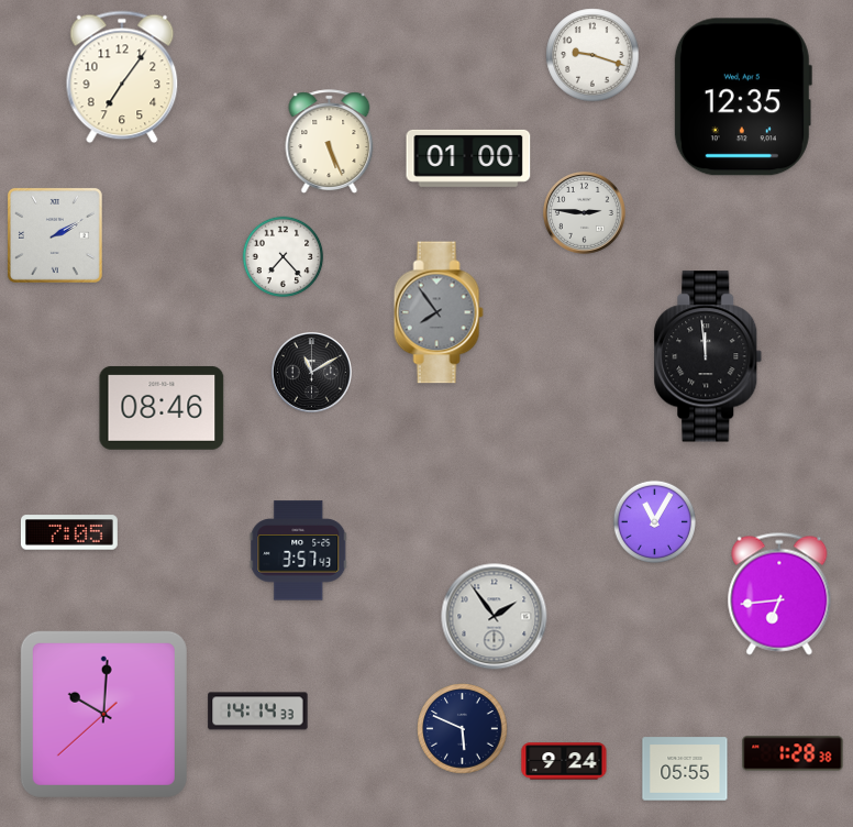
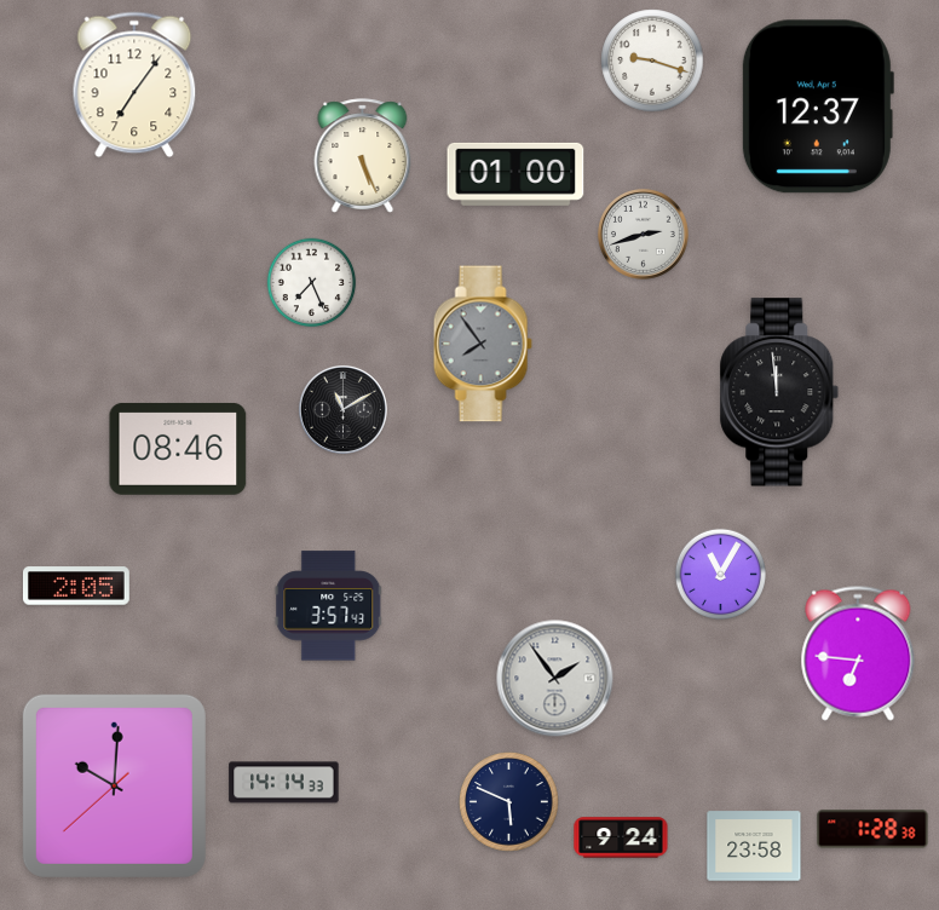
clock at (742, 97): 12:35 -> 12:37
clock at (585, 213): 2:46 -> 2:42
clock at (55, 235): 2:10 -> none
clock at (284, 257): 7:23 -> 7:26
clock at (69, 532): 7:05 -> 2:05
clock at (779, 594): 6:44 -> 6:46
clock at (495, 617) position: (495, 617) -> (555, 679)
clock at (685, 769): 05:55 -> 23:58
